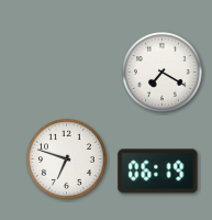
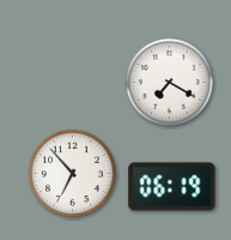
clock at (163, 73) position: (163, 73) -> (170, 83)
clock at (67, 159): 6:48 -> 6:53
